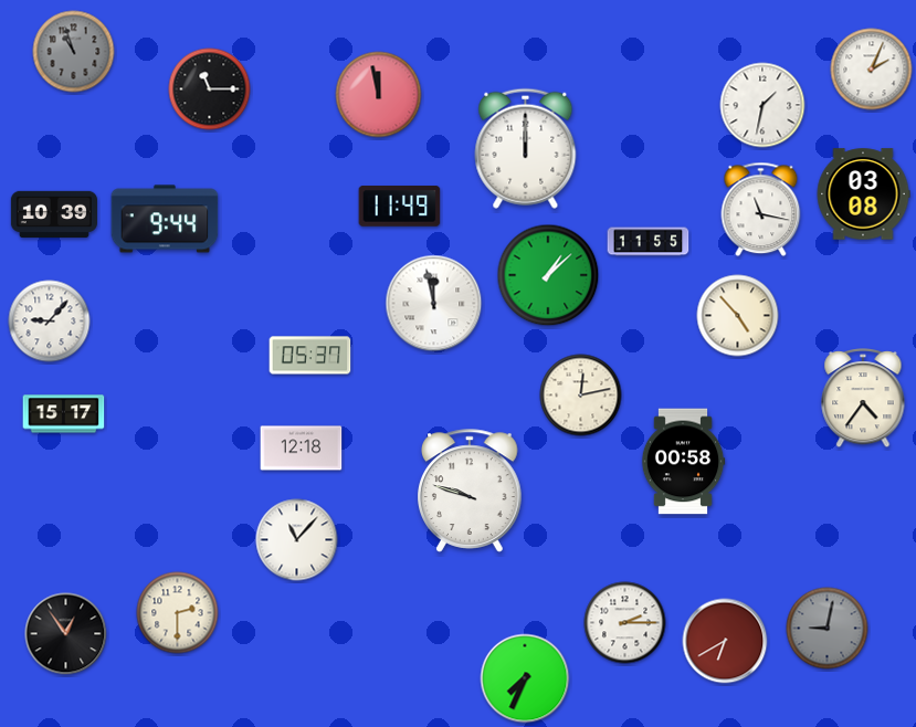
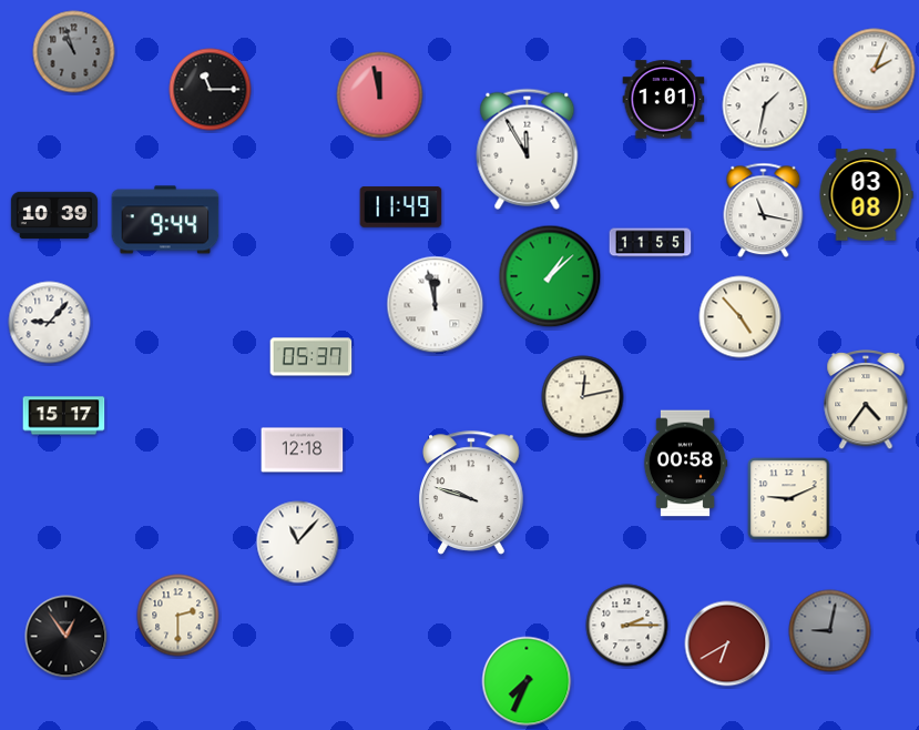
clock at (664, 100): none -> 1:01
clock at (526, 148): 12:00 -> 11:55
clock at (789, 499): none -> 9:11
